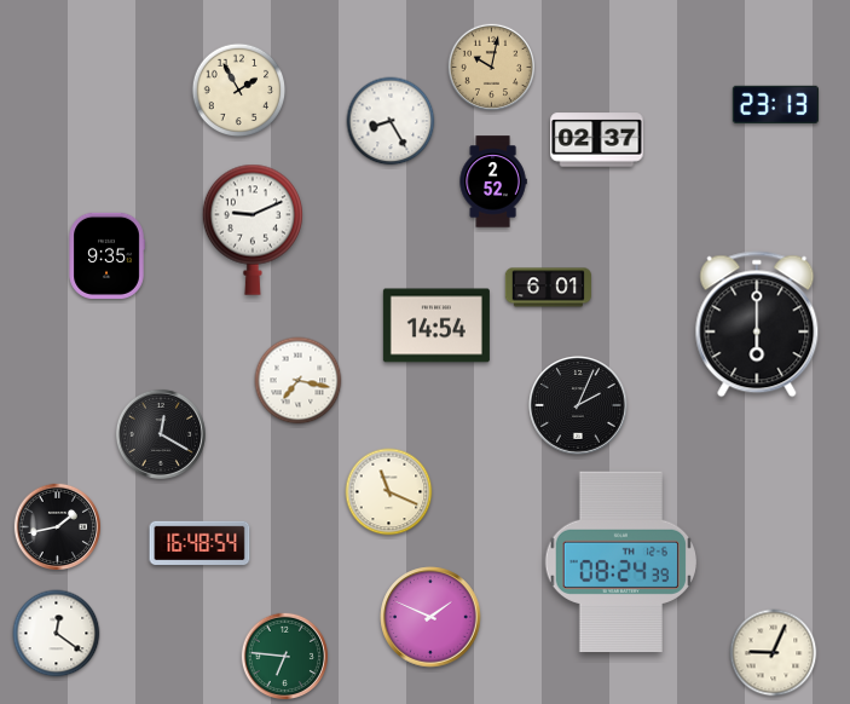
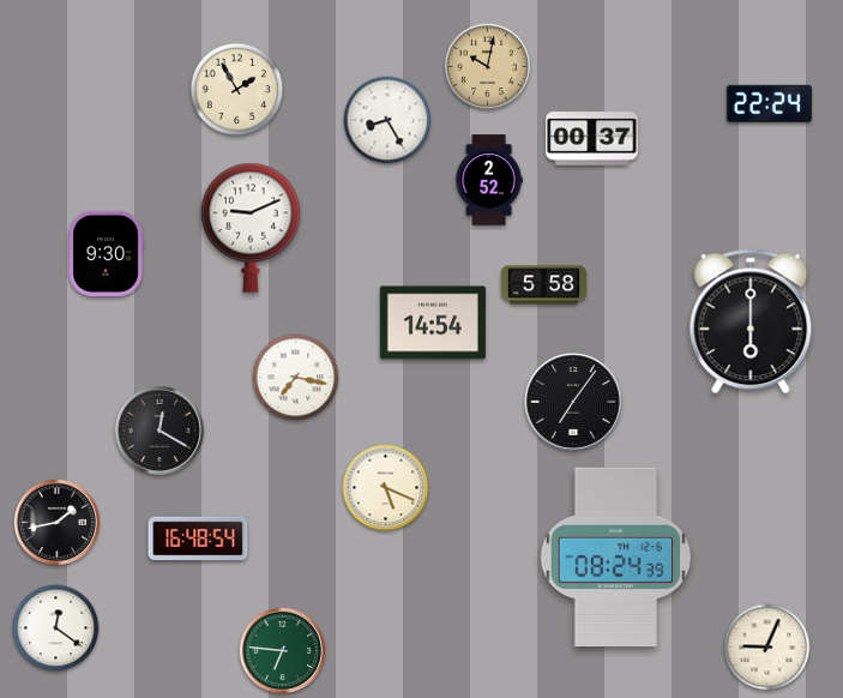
clock at (775, 104): 23:13 -> 22:24
clock at (597, 140): 02:37 -> 00:37
clock at (106, 255): 9:35 -> 9:30
clock at (548, 288): 6:01 -> 5:58
clock at (578, 405): 2:04 -> 7:06
clock at (389, 492): 11:19 -> 5:19
clock at (430, 617): 1:49 -> none
